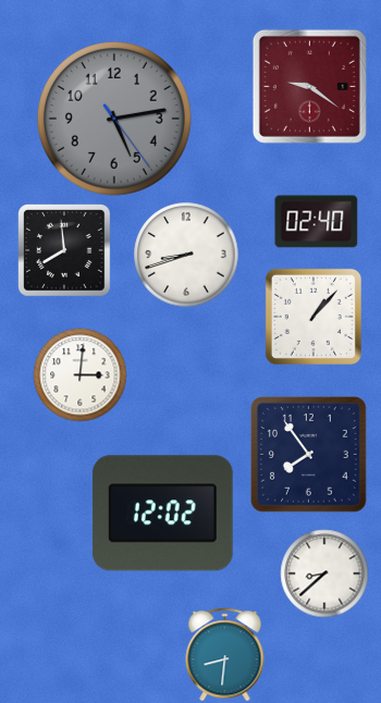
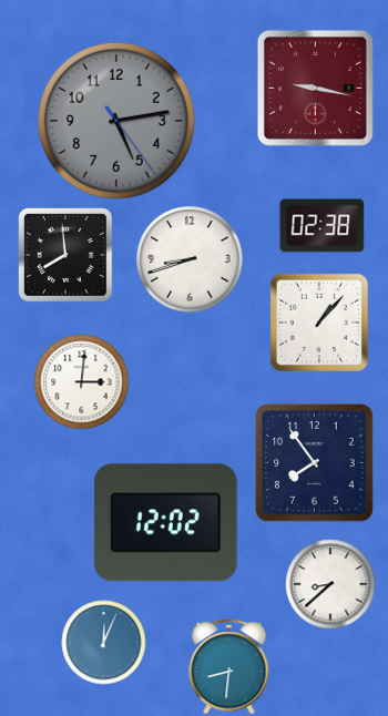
clock at (309, 86): 9:21 -> 9:17
clock at (317, 222): 02:40 -> 02:38
clock at (104, 643): none -> 12:04
